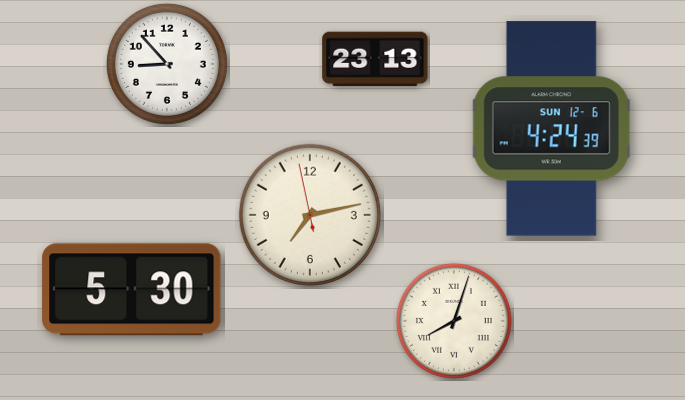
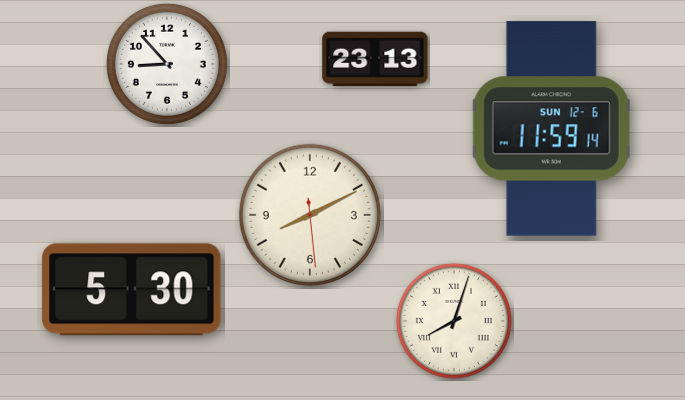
clock at (551, 129): 4:24 -> 11:59
clock at (310, 215): 7:12 -> 8:10
